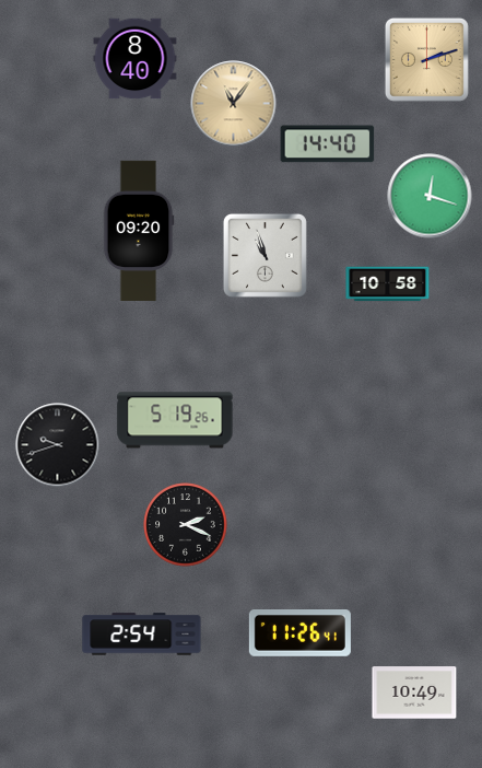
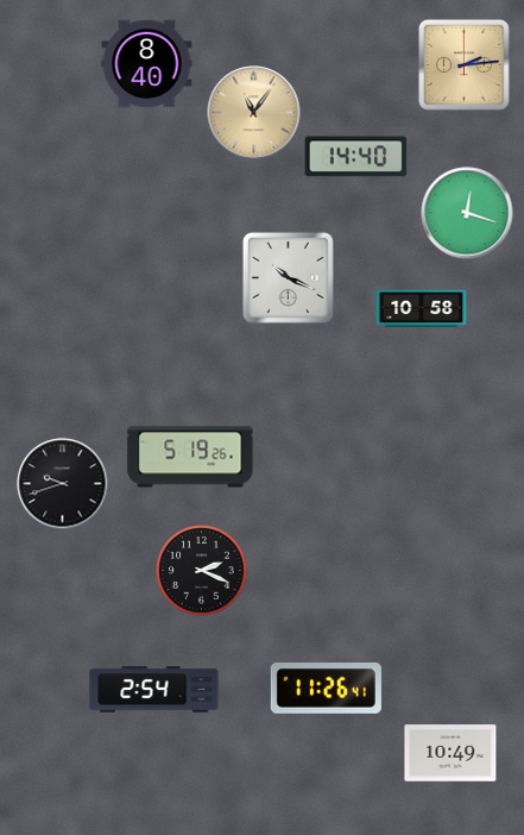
clock at (426, 59): 2:12 -> 2:14
clock at (139, 230): 09:20 -> none
clock at (264, 255): 10:57 -> 10:19
